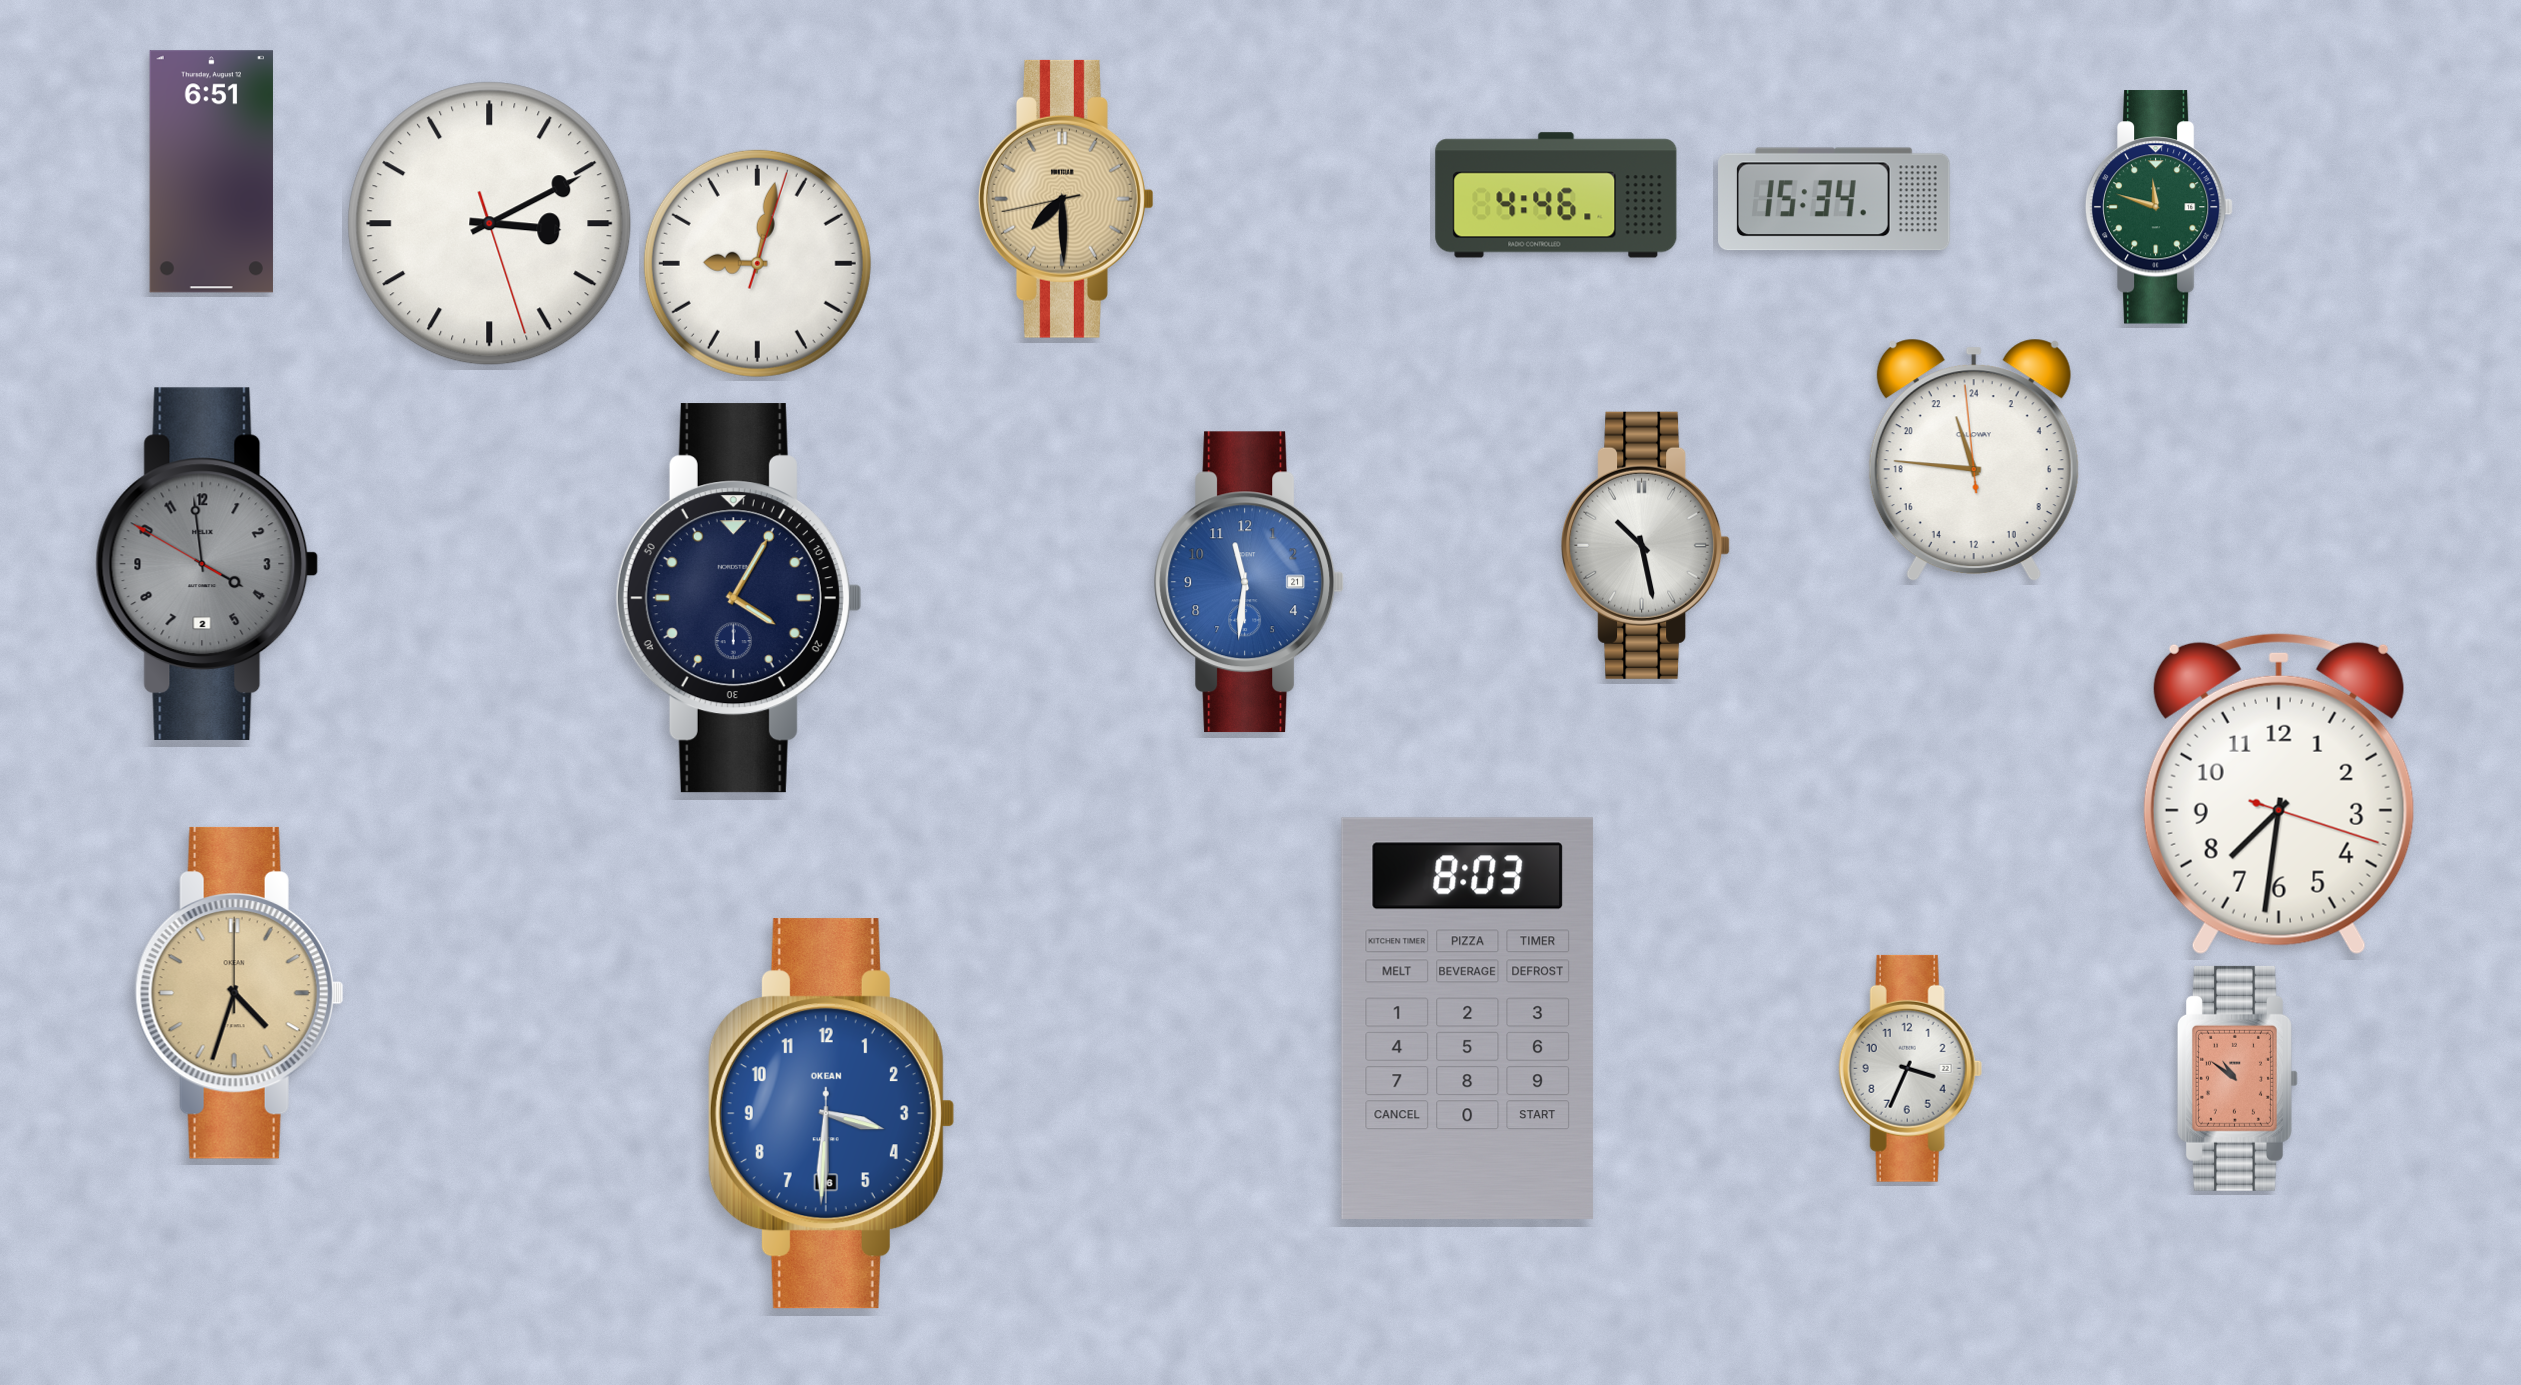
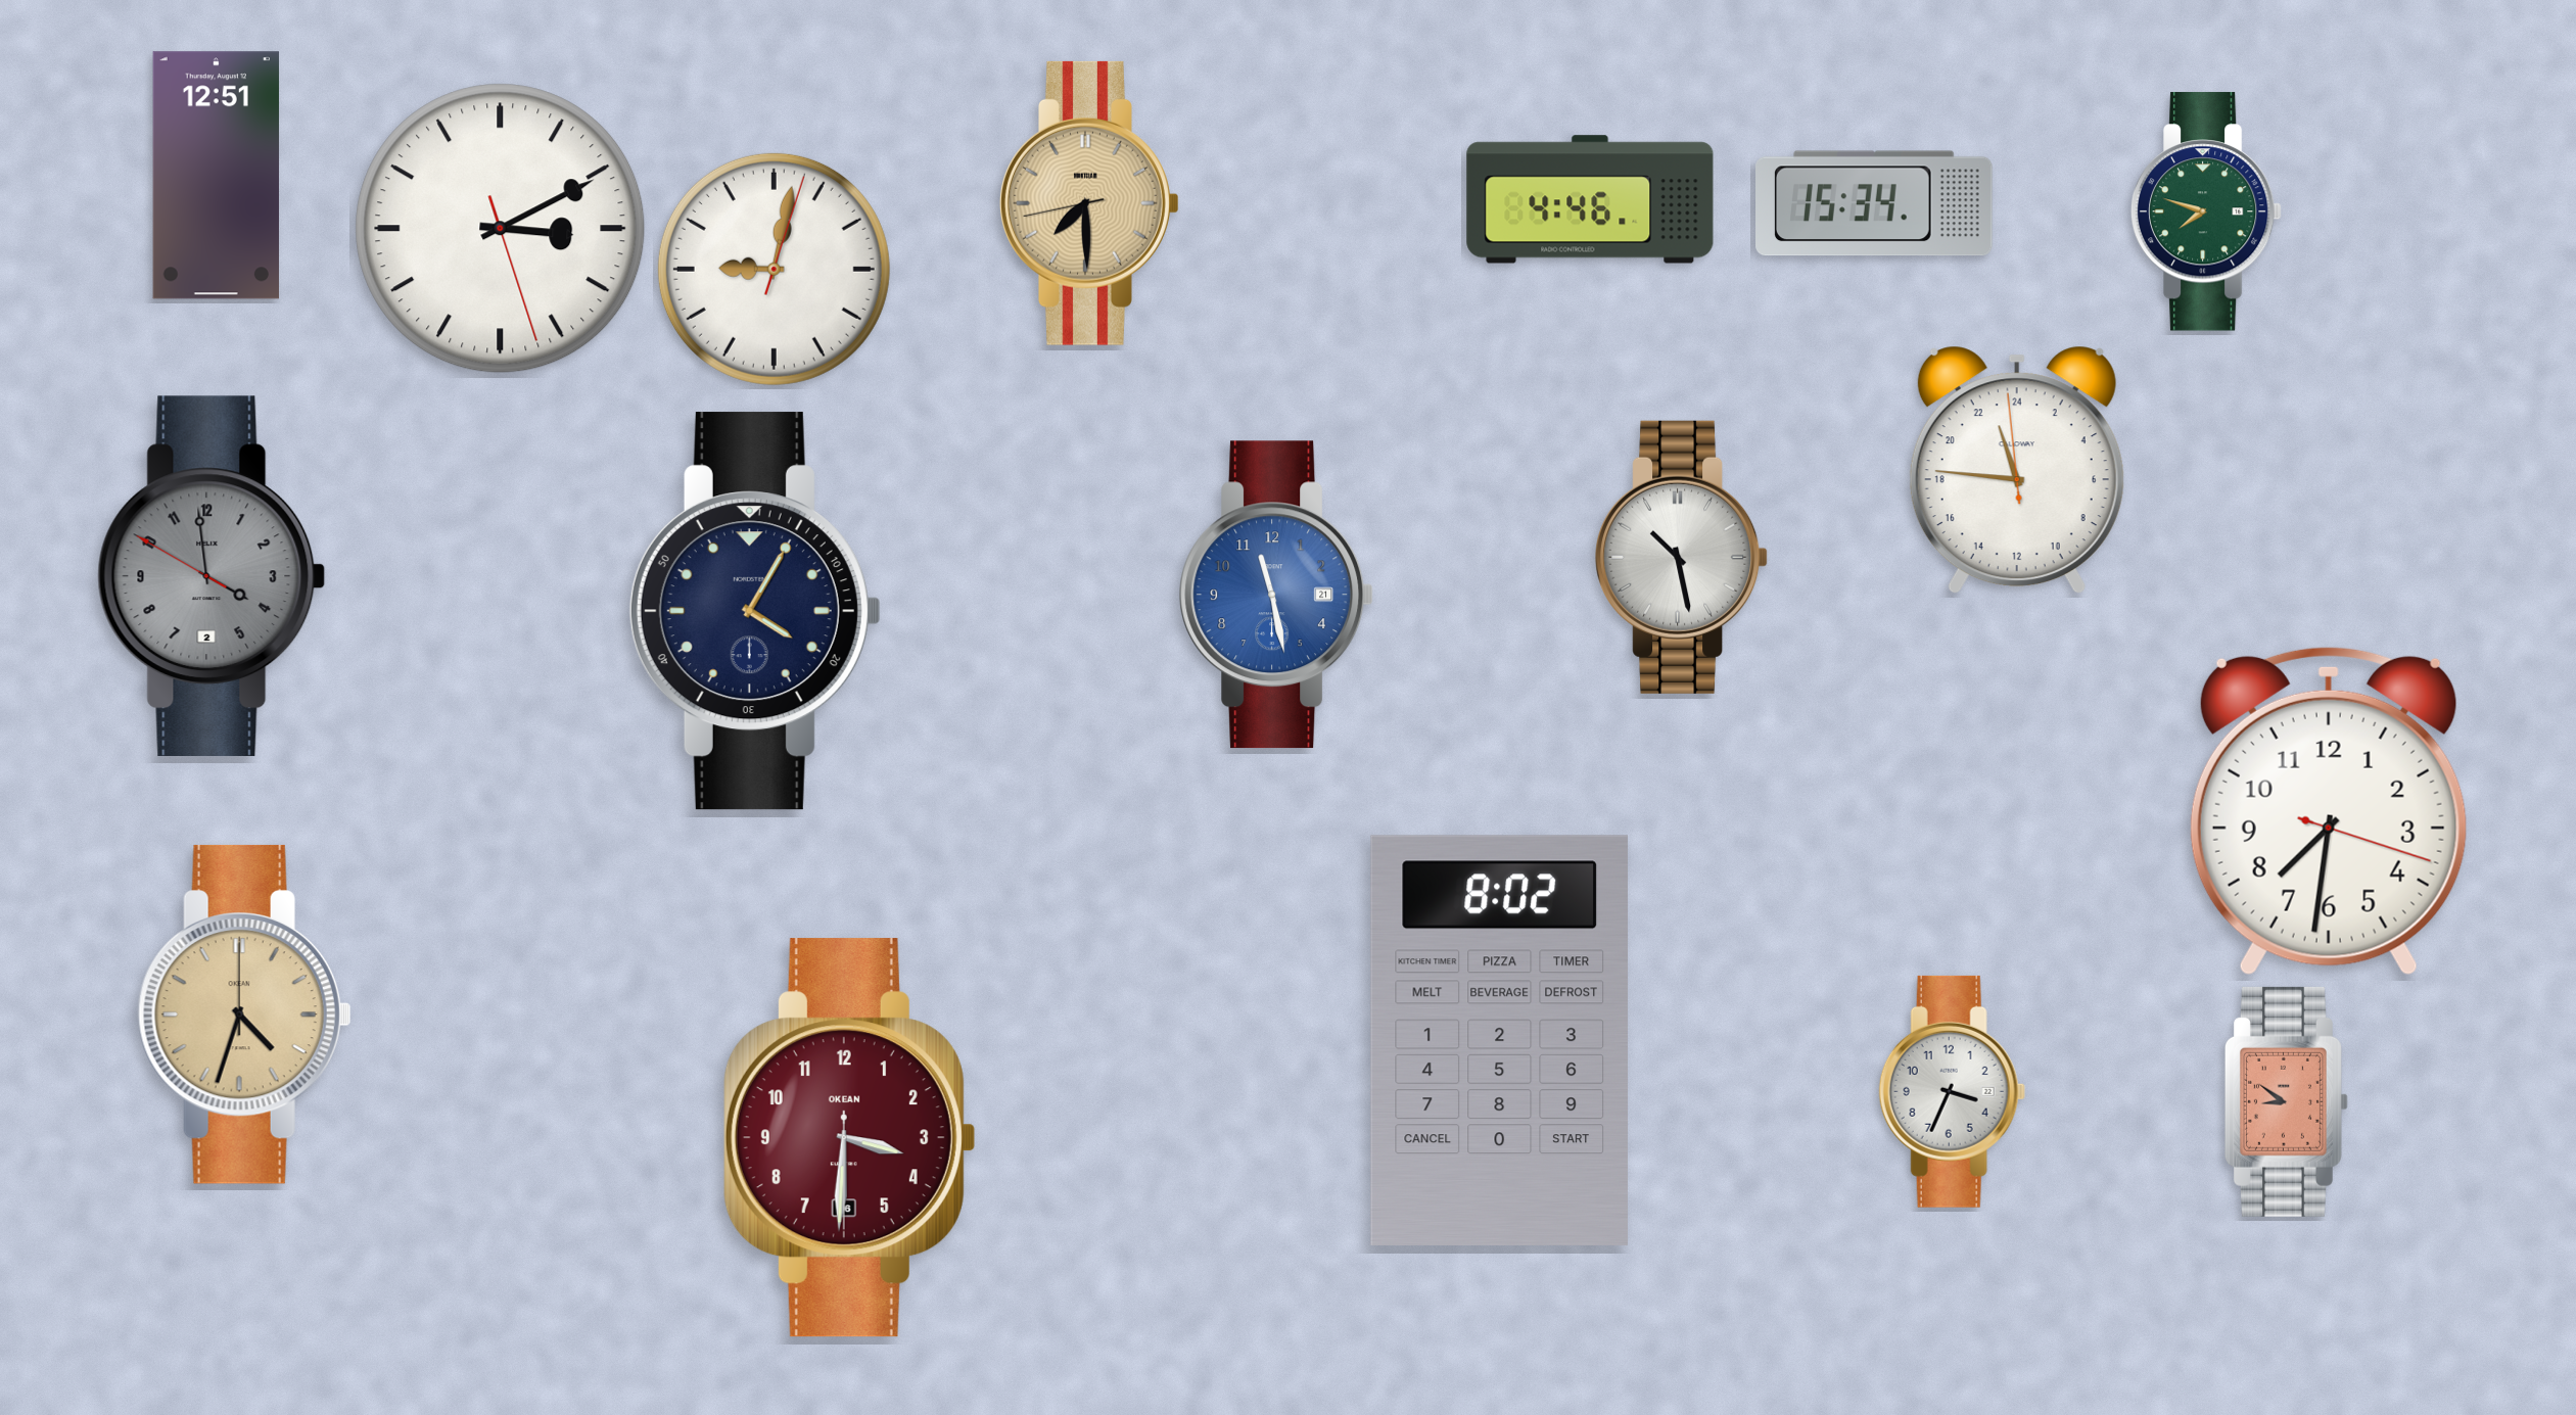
clock at (211, 172): 6:51 -> 12:51
clock at (2159, 207): 11:48 -> 7:48
clock at (1248, 582): 11:31 -> 11:28
clock at (1467, 1018): 8:03 -> 8:02
clock at (2237, 1078): 10:51 -> 8:51
clock at (831, 1114) dial: blue -> burgundy
